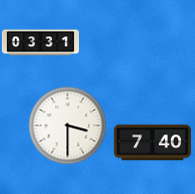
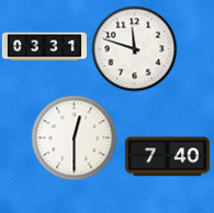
clock at (134, 48): none -> 11:48
clock at (67, 125): 3:30 -> 12:30
